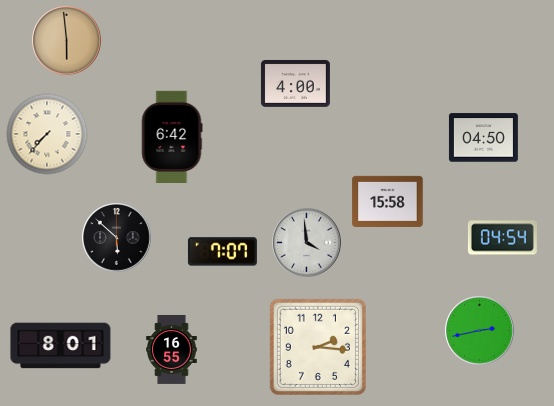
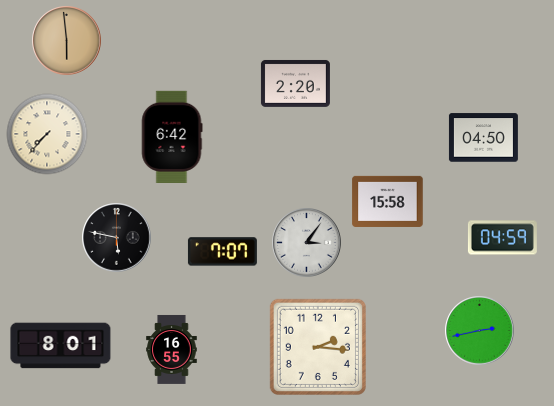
clock at (295, 83): 4:00 -> 2:20
clock at (117, 238): 5:52 -> 5:47
clock at (502, 238): 04:54 -> 04:59
clock at (307, 243): 3:59 -> 3:06
